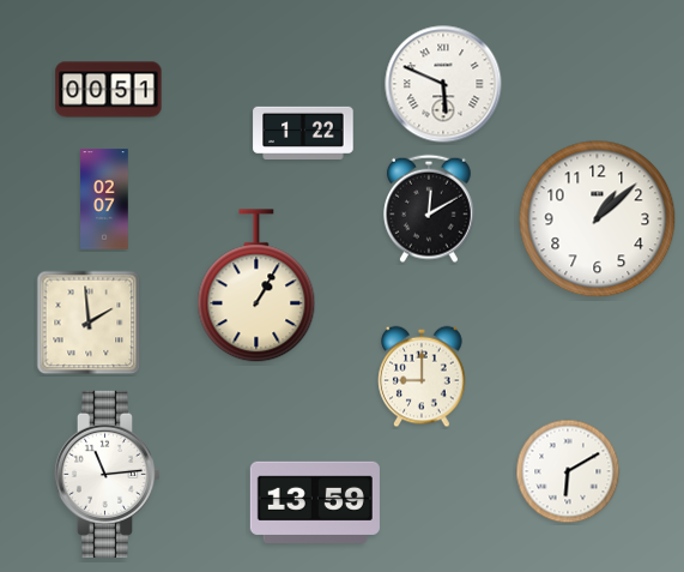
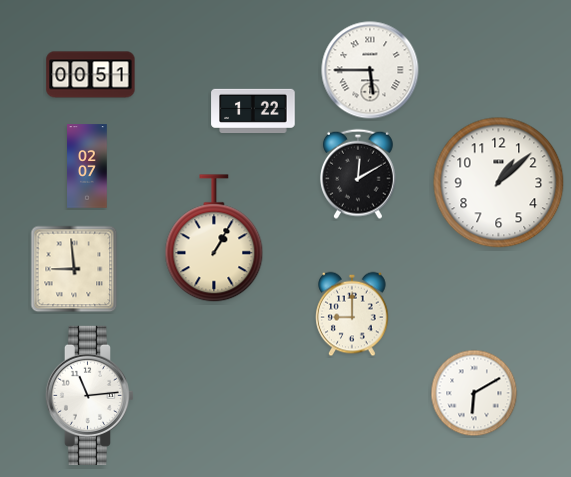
clock at (443, 84): 5:49 -> 5:45
clock at (89, 323): 1:59 -> 8:59
clock at (315, 502): 13:59 -> none
